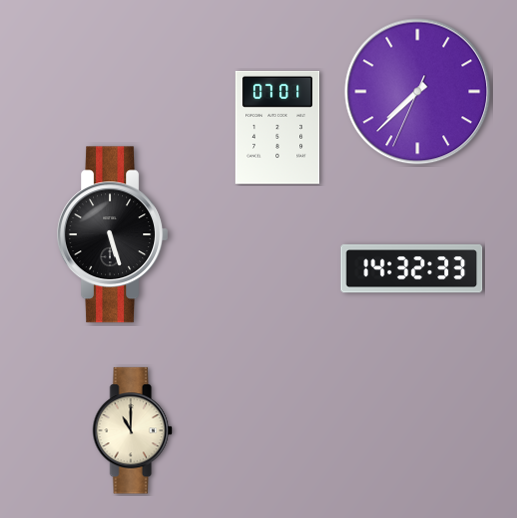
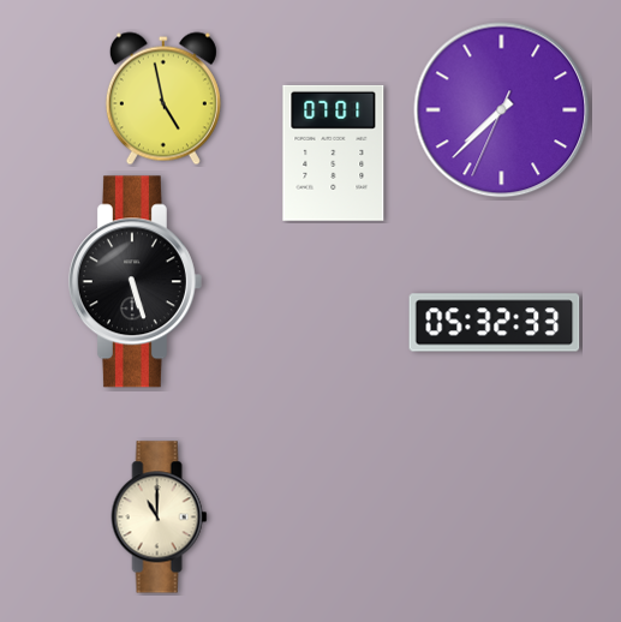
clock at (163, 98): none -> 4:58
clock at (412, 269): 14:32 -> 05:32
